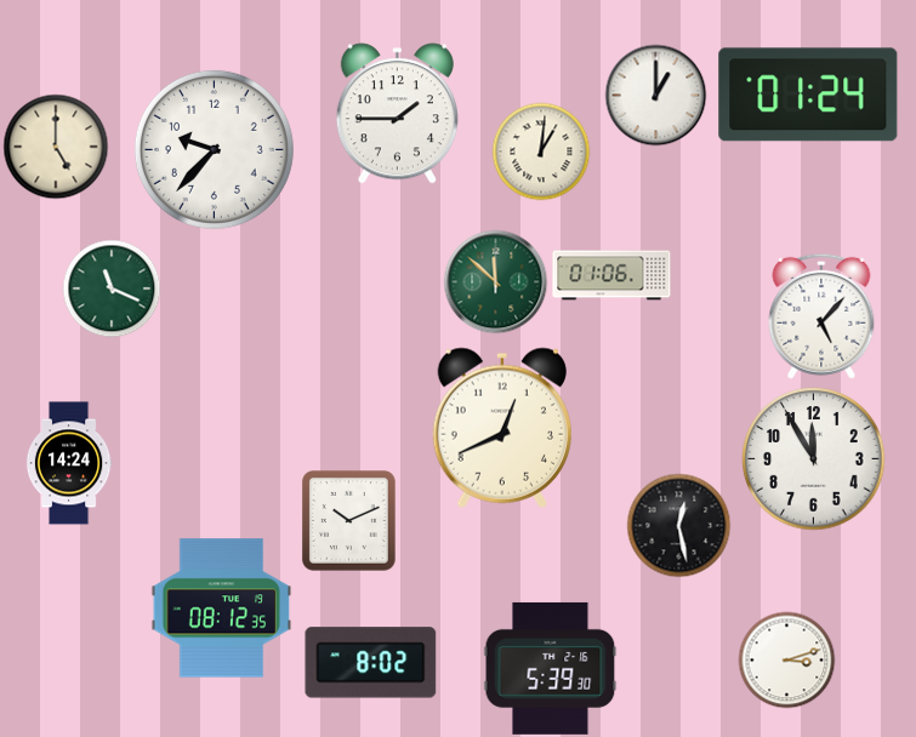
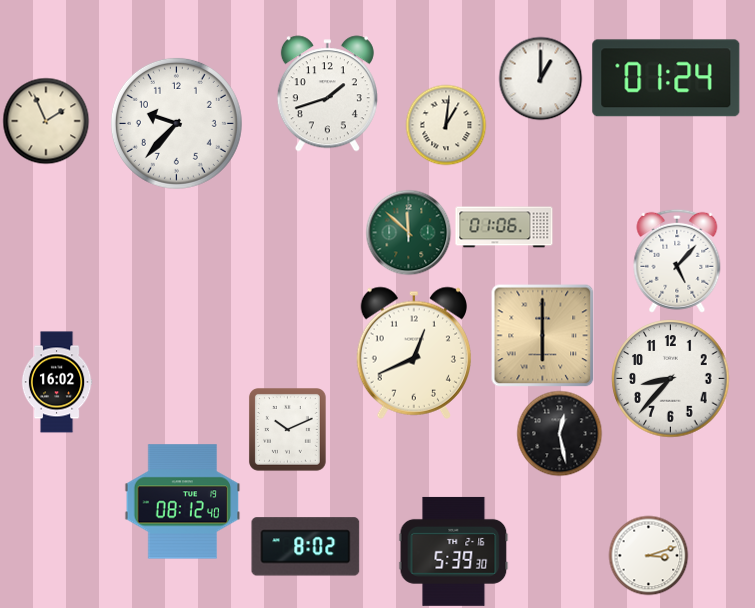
clock at (397, 114): 1:45 -> 1:42
clock at (56, 147): 5:00 -> 1:56
clock at (112, 288): 11:19 -> none
clock at (542, 335): none -> 6:00
clock at (814, 459): 11:55 -> 8:37
clock at (69, 463): 14:24 -> 16:02
clock at (222, 609): 08:12:35 -> 08:12:40
clock at (786, 659) position: (786, 659) -> (648, 555)
